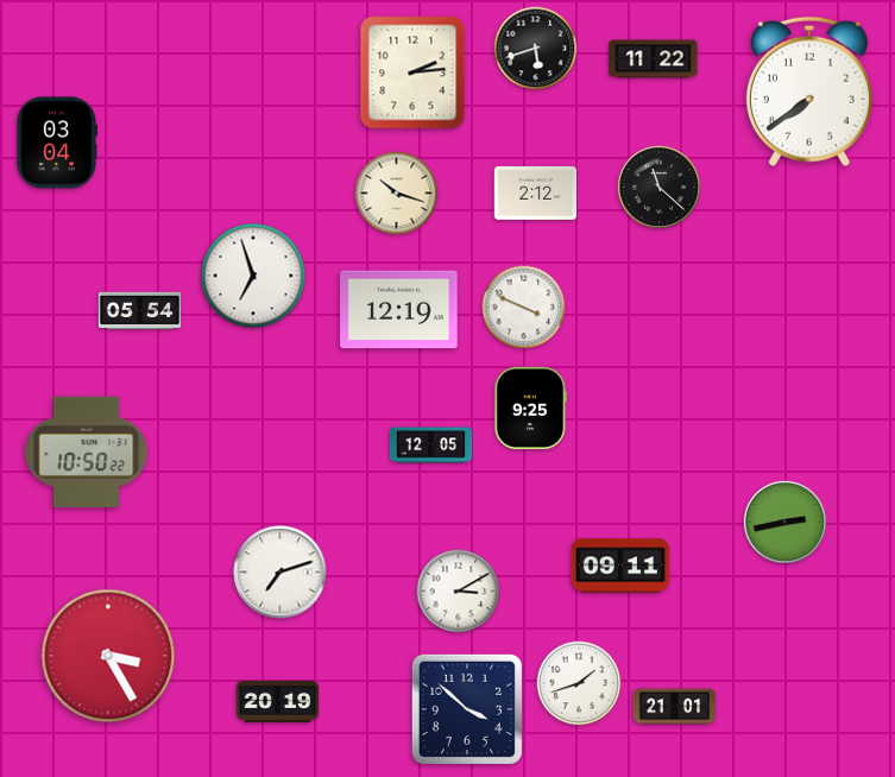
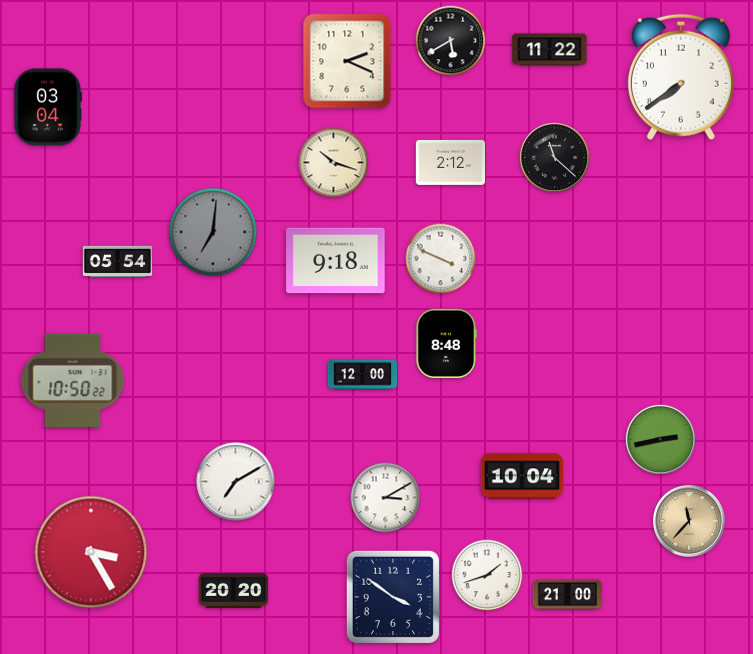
clock at (536, 49): 5:42 -> 5:40
clock at (412, 72): 2:14 -> 2:19
clock at (56, 143) position: (56, 143) -> (47, 107)
clock at (253, 276): 6:57 -> 7:01
clock at (253, 276) dial: white -> grey
clock at (399, 310): 12:19 -> 9:18
clock at (531, 408): 9:25 -> 8:48
clock at (431, 446): 12:05 -> 12:00
clock at (620, 566): 09:11 -> 10:04
clock at (281, 573): 7:12 -> 7:10
clock at (689, 521): none -> 11:37
clock at (278, 701): 20:19 -> 20:20
clock at (675, 707): 21:01 -> 21:00
clock at (467, 709): 3:52 -> 3:51
